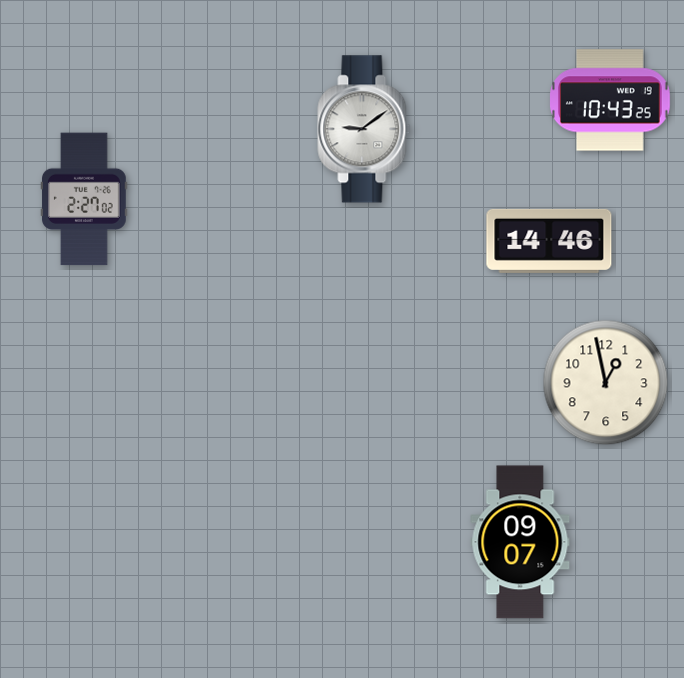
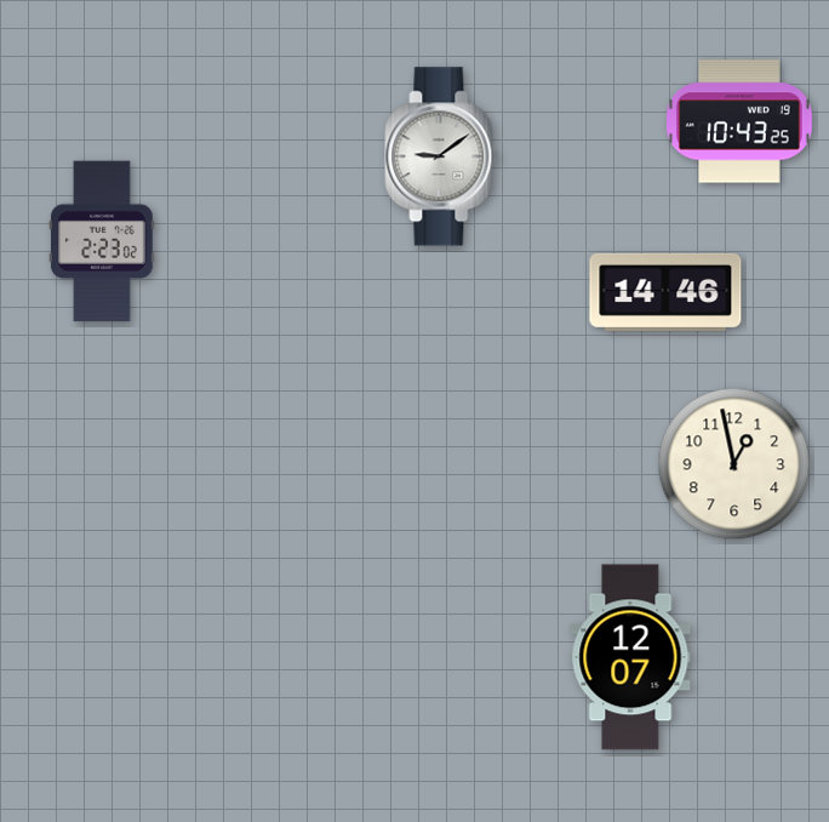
clock at (85, 199): 2:27 -> 2:23
clock at (520, 542): 09:07 -> 12:07
